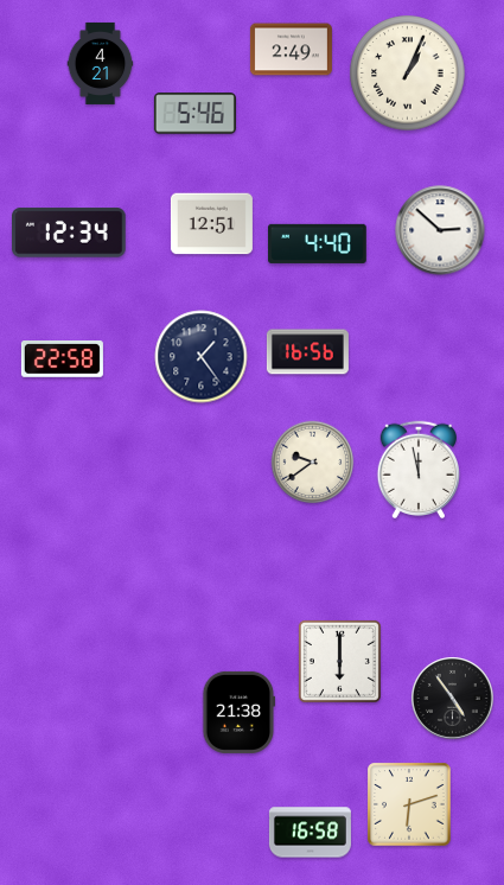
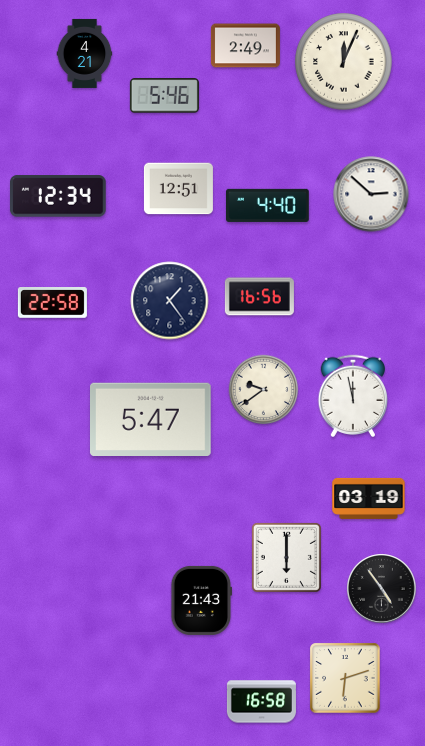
clock at (291, 50) position: (291, 50) -> (245, 46)
clock at (408, 74): 1:04 -> 12:04
clock at (151, 419): none -> 5:47
clock at (369, 498): none -> 03:19
clock at (240, 712): 21:38 -> 21:43
